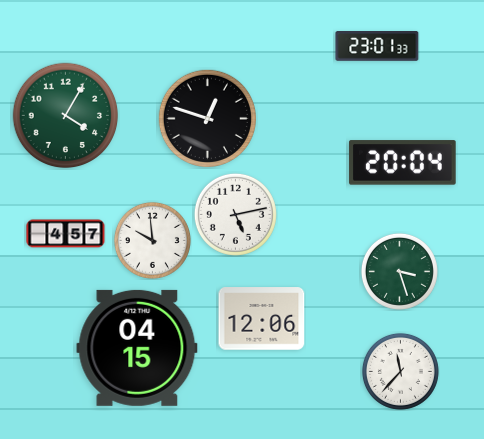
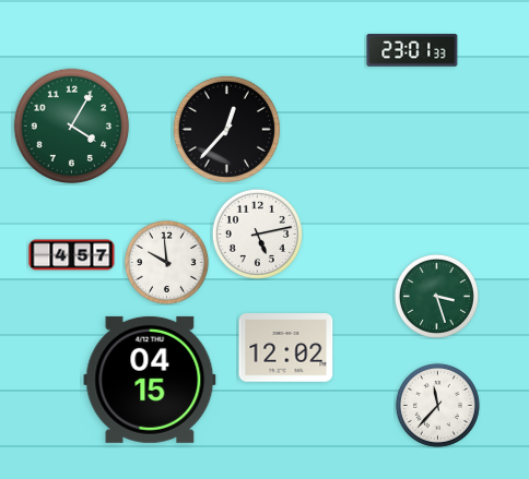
clock at (207, 118): 12:48 -> 12:37
clock at (403, 163): 20:04 -> none
clock at (262, 319): 12:06 -> 12:02
